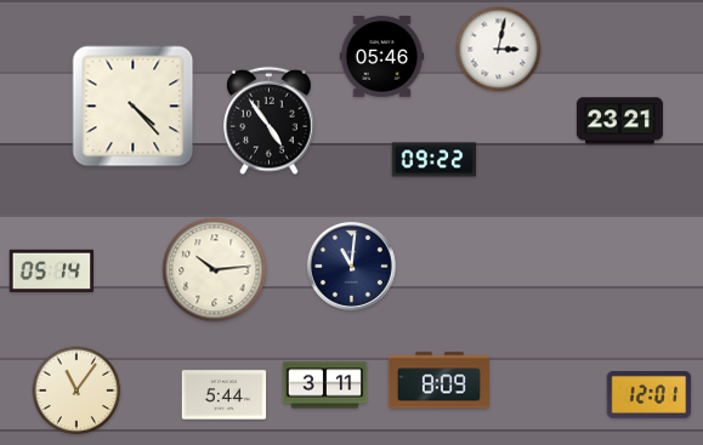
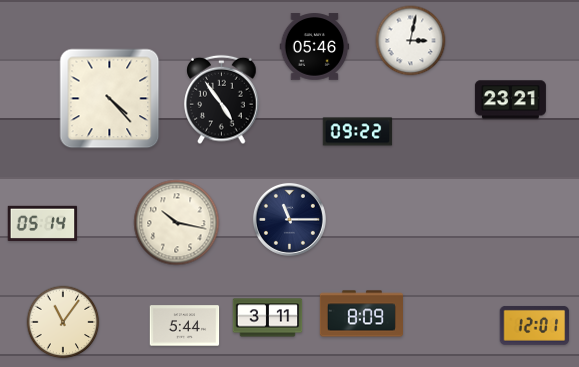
clock at (134, 107) position: (134, 107) -> (110, 99)
clock at (351, 266): 11:01 -> 11:15
clock at (215, 270): 10:14 -> 10:17
